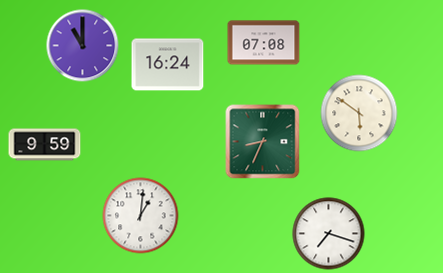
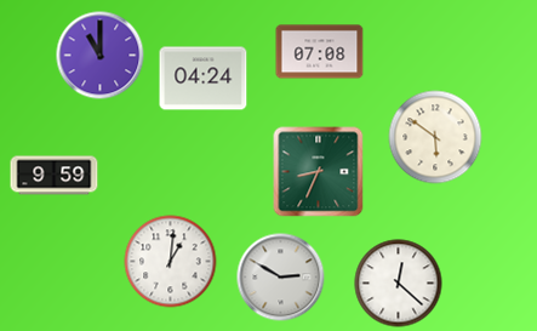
clock at (168, 65): 16:24 -> 04:24
clock at (281, 278): none -> 2:50
clock at (329, 234): 7:18 -> 12:22
